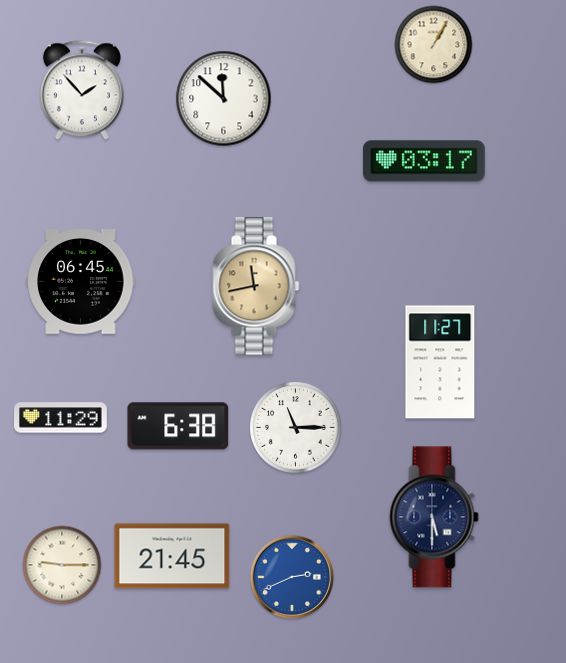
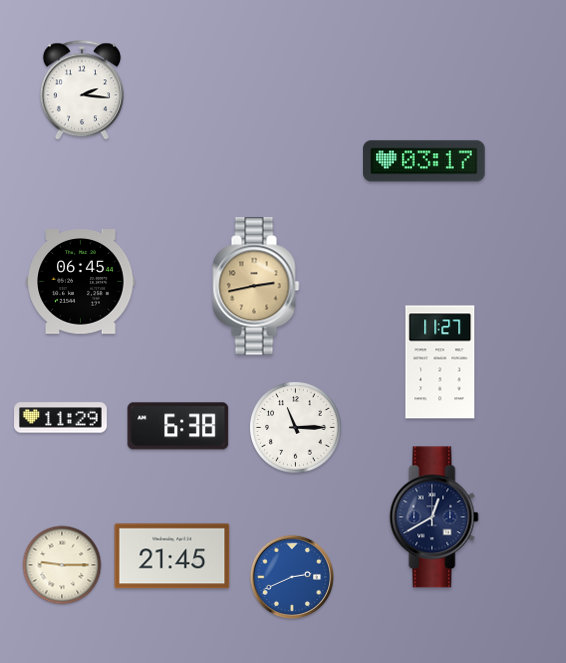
clock at (434, 45): 1:05 -> none
clock at (82, 90): 1:53 -> 2:16
clock at (224, 99): 11:52 -> none
clock at (256, 286): 11:43 -> 2:43
clock at (434, 517): 5:30 -> 12:40
